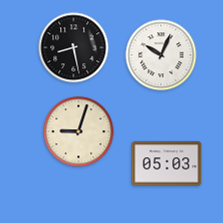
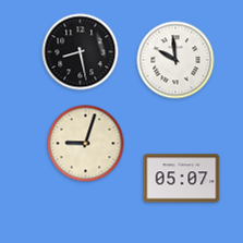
clock at (161, 55): 10:04 -> 9:59
clock at (167, 164): 05:03 -> 05:07
